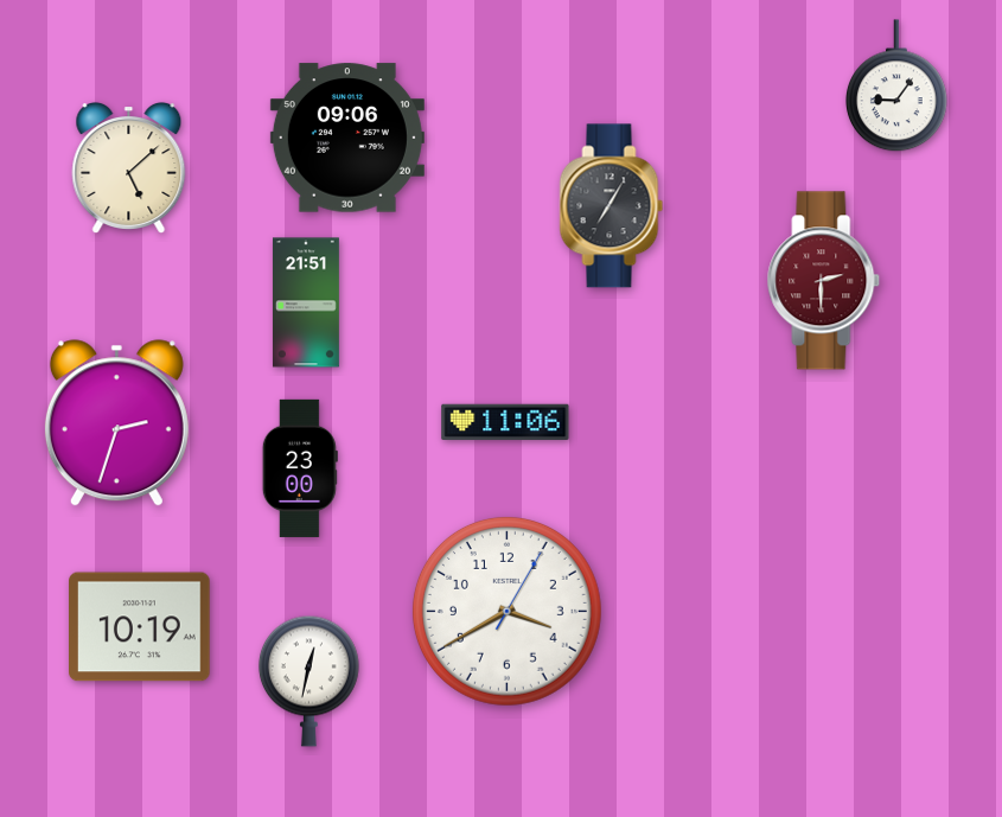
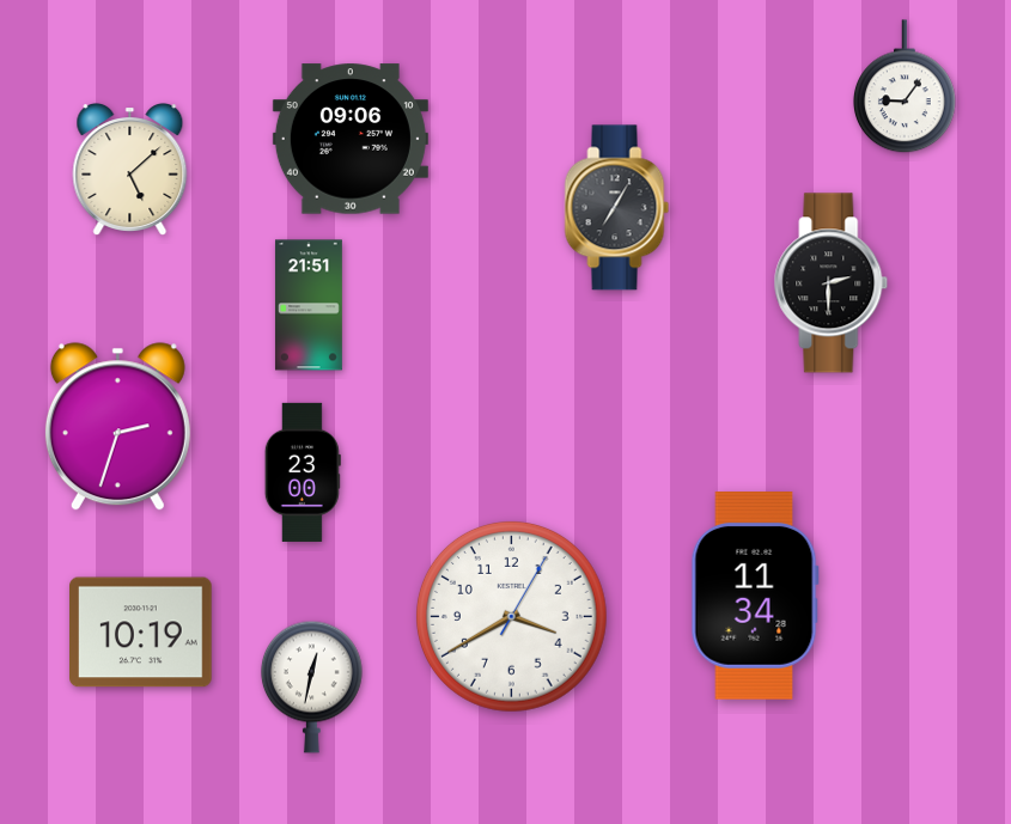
clock at (824, 281) dial: burgundy -> black
clock at (505, 421): 11:06 -> none
clock at (755, 597): none -> 11:34
